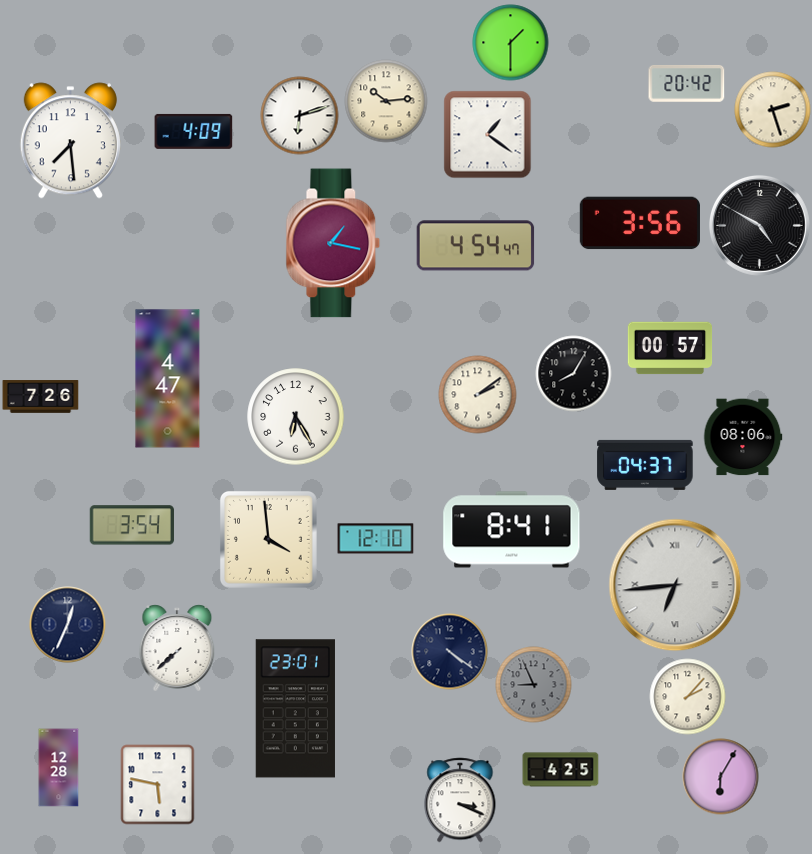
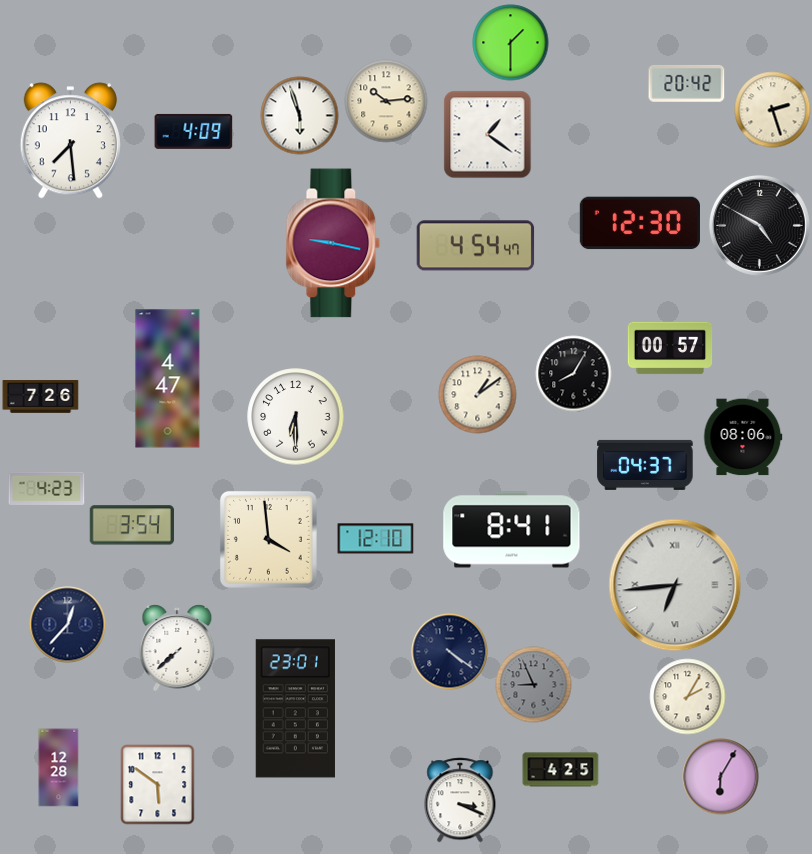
clock at (300, 116): 6:12 -> 5:57
clock at (640, 223): 3:56 -> 12:30
clock at (333, 243): 1:17 -> 9:17
clock at (478, 395): 2:09 -> 1:09
clock at (296, 417): 6:25 -> 6:30
clock at (47, 488): none -> 4:23
clock at (68, 625): 12:34 -> 12:37
clock at (688, 697): 2:07 -> 2:05
clock at (158, 785): 5:47 -> 5:51
